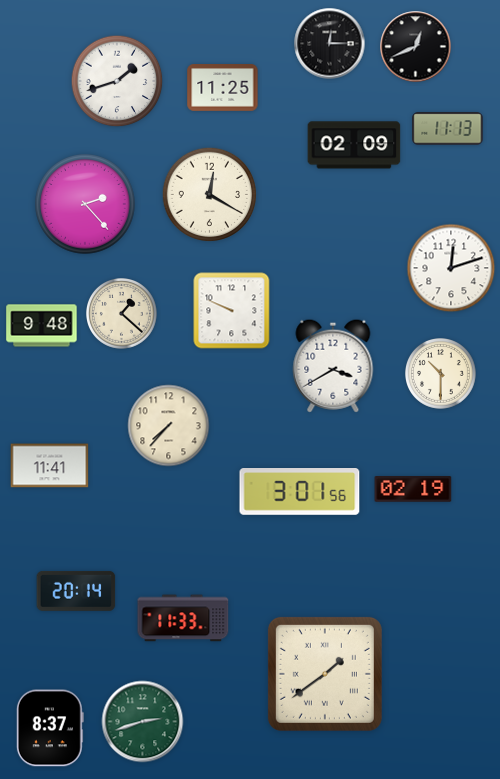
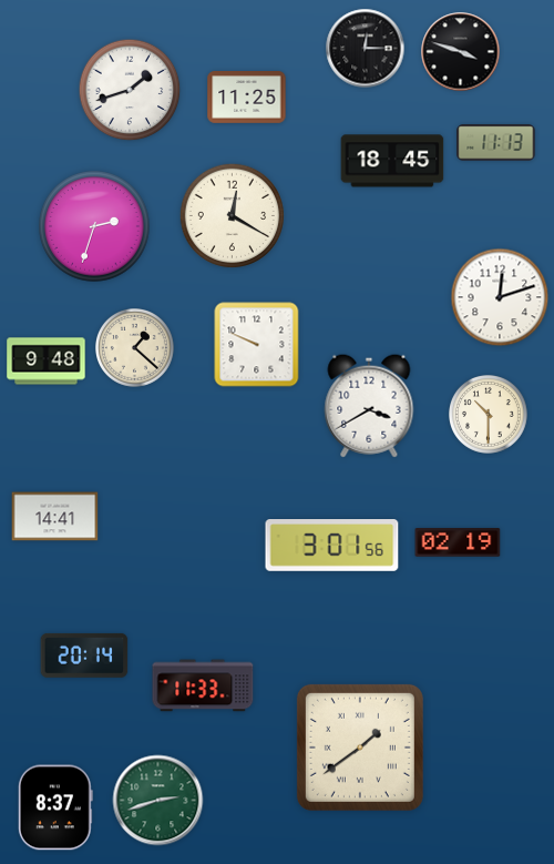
clock at (416, 47): 12:41 -> 3:48
clock at (354, 145): 02:09 -> 18:45
clock at (86, 205): 2:23 -> 2:33
clock at (169, 426): 7:37 -> none
clock at (50, 466): 11:41 -> 14:41
